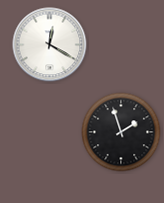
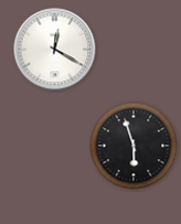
clock at (121, 132): 1:57 -> 5:57
